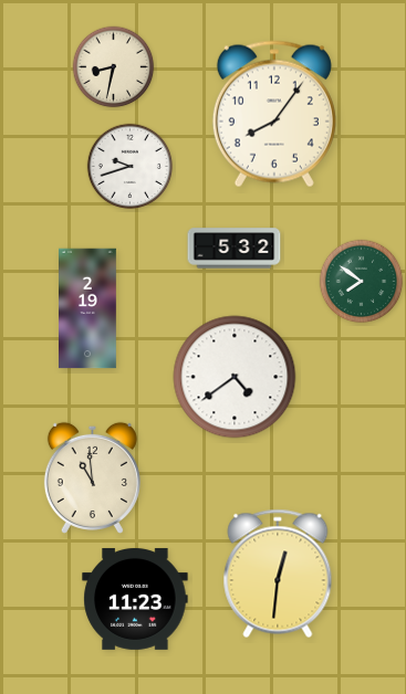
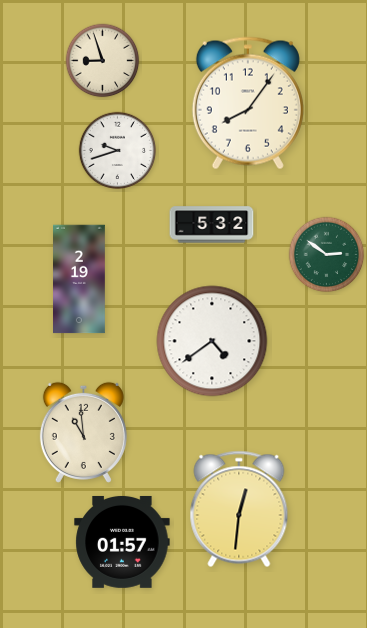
clock at (114, 67): 8:32 -> 8:57
clock at (362, 282): 7:51 -> 2:51
clock at (278, 574) position: (278, 574) -> (239, 509)
clock at (135, 599): 11:23 -> 01:57
